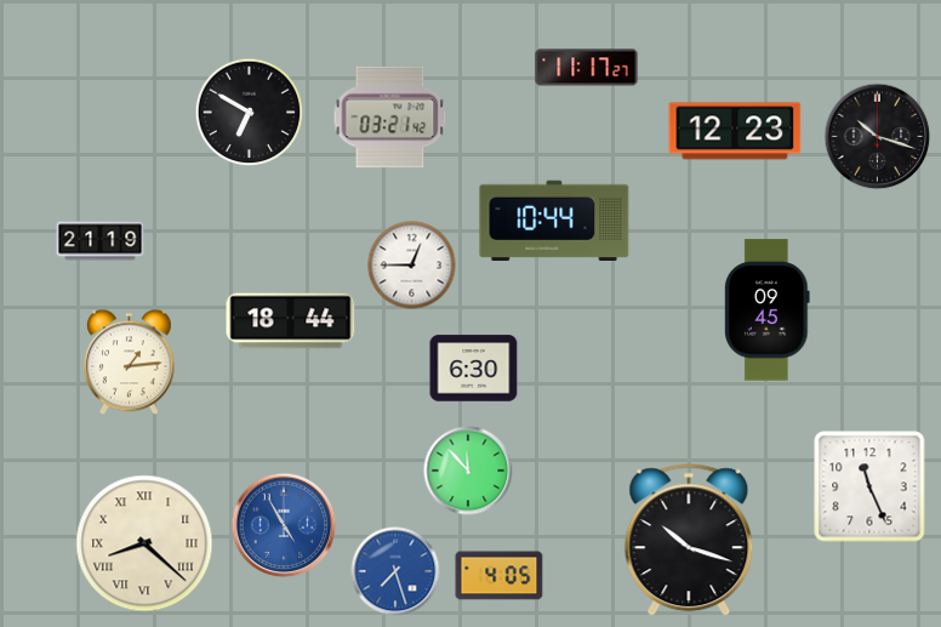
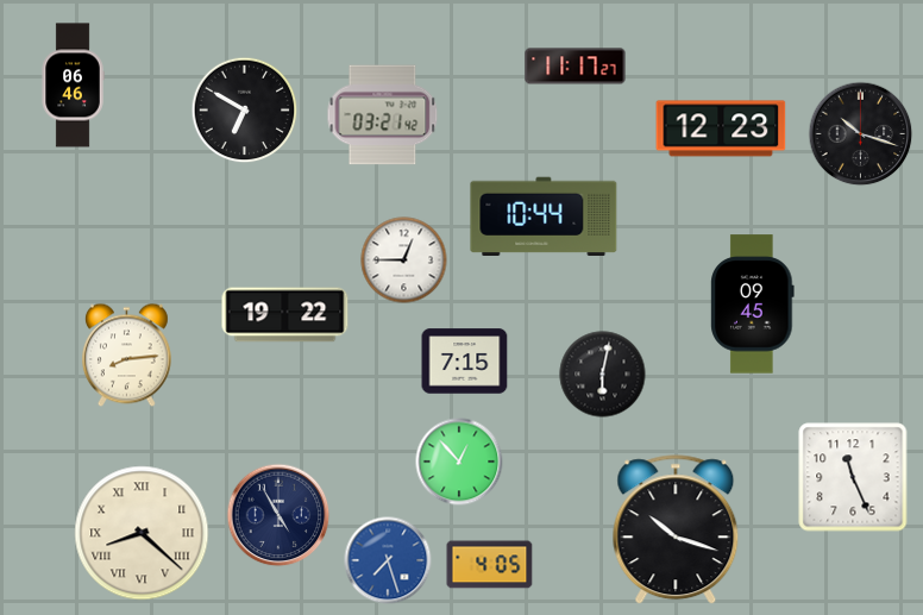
clock at (73, 86): none -> 06:46
clock at (101, 241): 21:19 -> none
clock at (291, 321): 18:44 -> 19:22
clock at (129, 363): 1:14 -> 8:14
clock at (474, 369): 6:30 -> 7:15
clock at (603, 375): none -> 6:02
clock at (468, 471): 11:53 -> 12:53
clock at (284, 525) dial: blue -> navy
